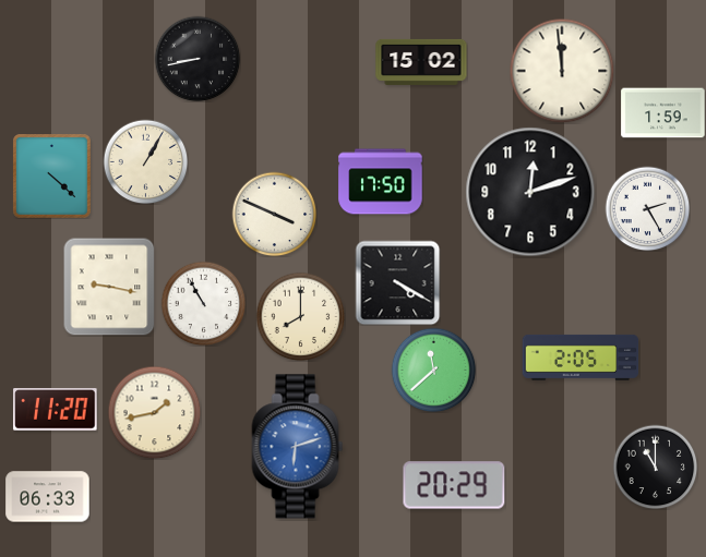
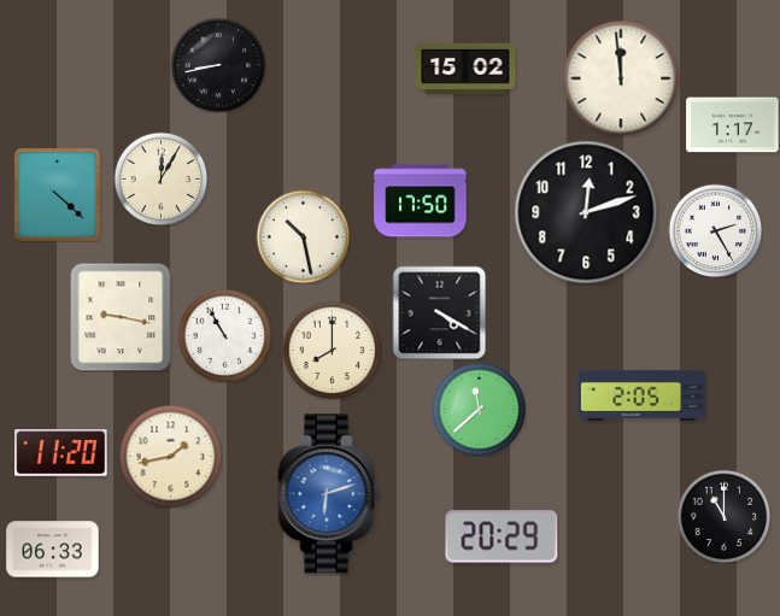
clock at (663, 113): 1:59 -> 1:17
clock at (145, 161): 1:05 -> 12:05
clock at (274, 214): 3:49 -> 10:28
